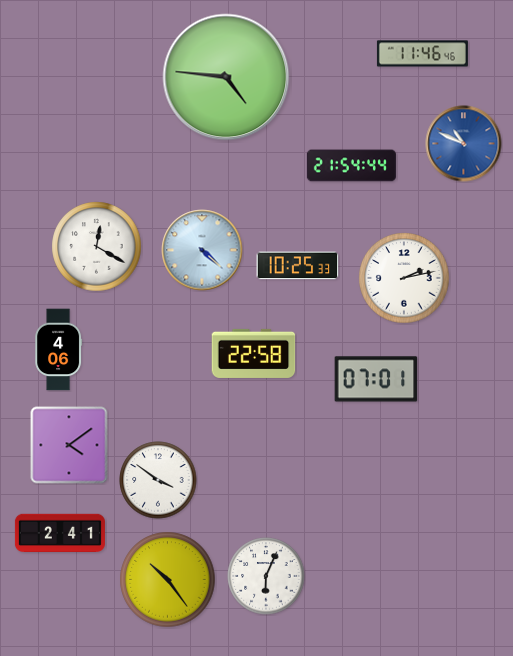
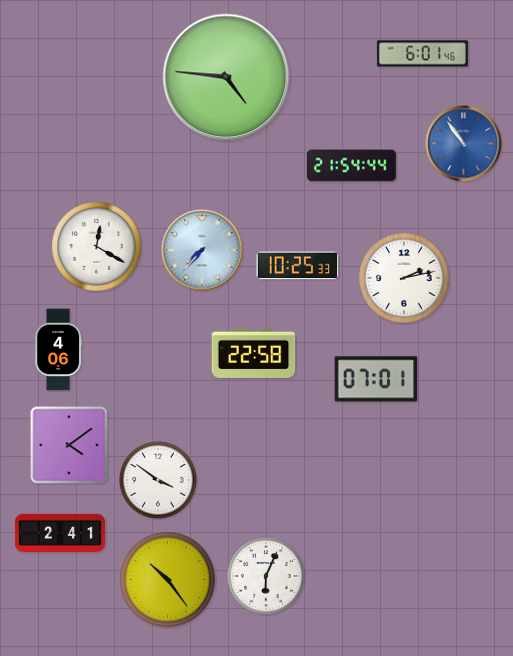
clock at (422, 54): 11:46 -> 6:01
clock at (464, 144): 10:49 -> 10:54
clock at (202, 250): 4:22 -> 7:37
